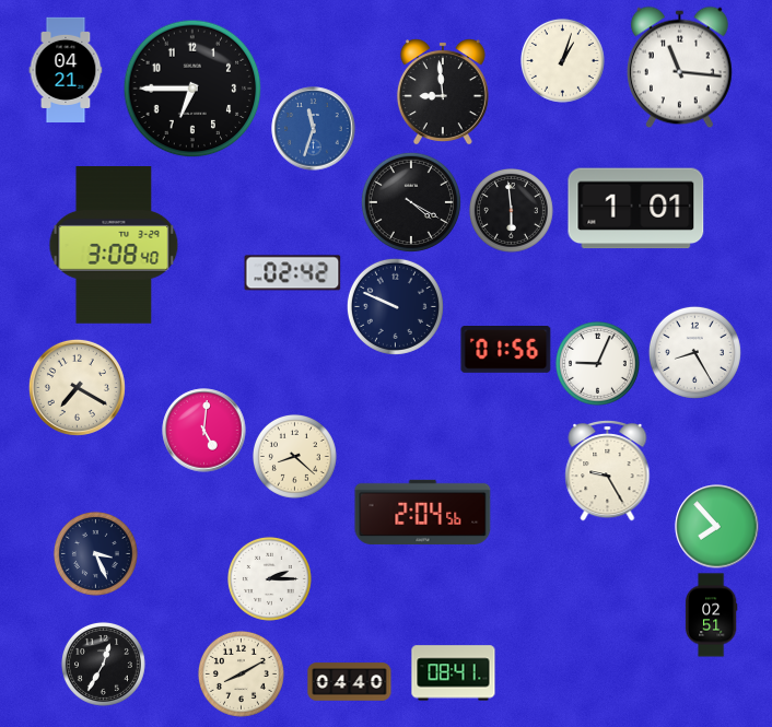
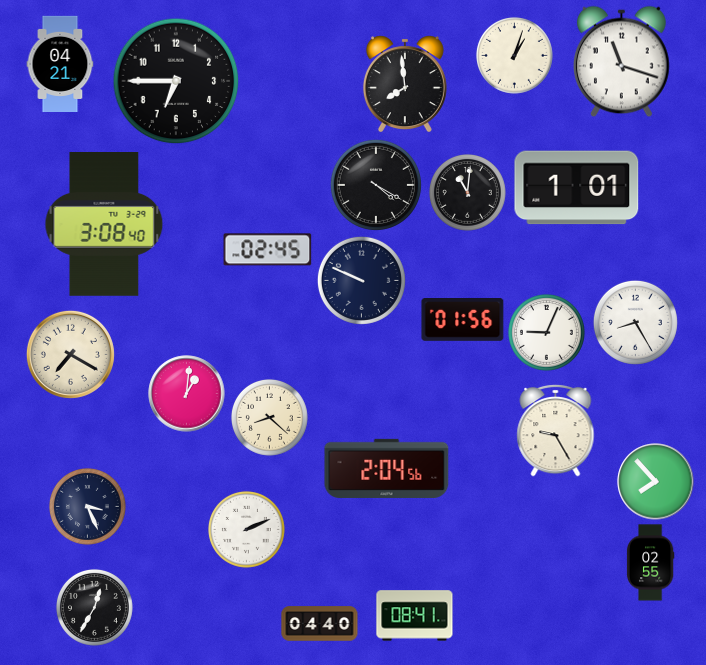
clock at (680, 68): 11:16 -> 11:18
clock at (443, 92): 8:59 -> 7:59
clock at (314, 129): 11:33 -> none
clock at (636, 209) position: (636, 209) -> (577, 188)
clock at (511, 210): 5:59 -> 11:01
clock at (293, 273): 02:42 -> 02:45
clock at (204, 431): 5:01 -> 1:01
clock at (269, 578): 2:15 -> 2:11
clock at (711, 615): 02:51 -> 02:55
clock at (241, 673): 8:10 -> none
